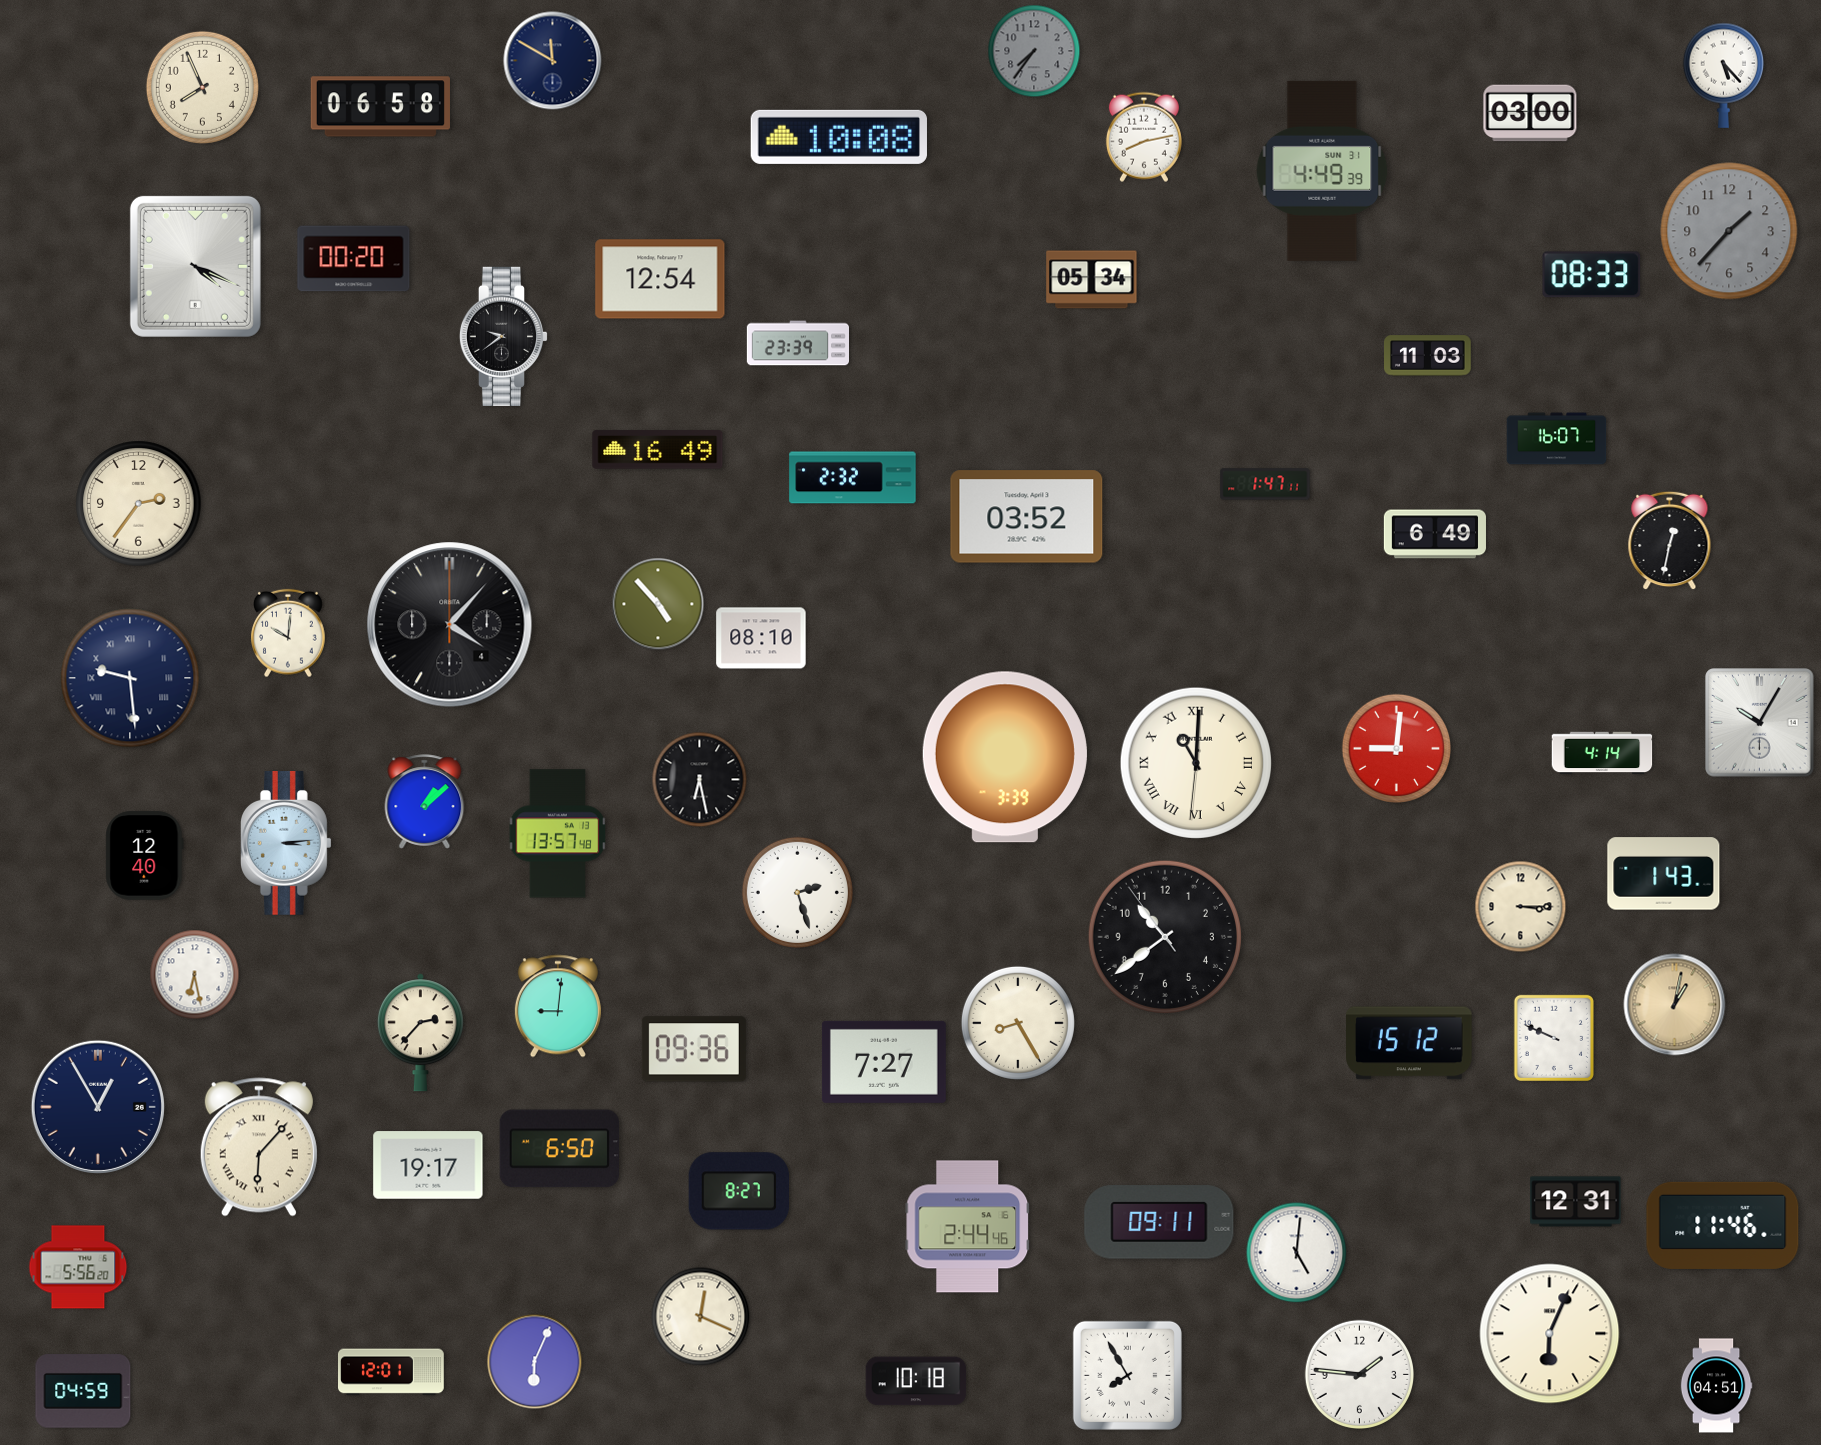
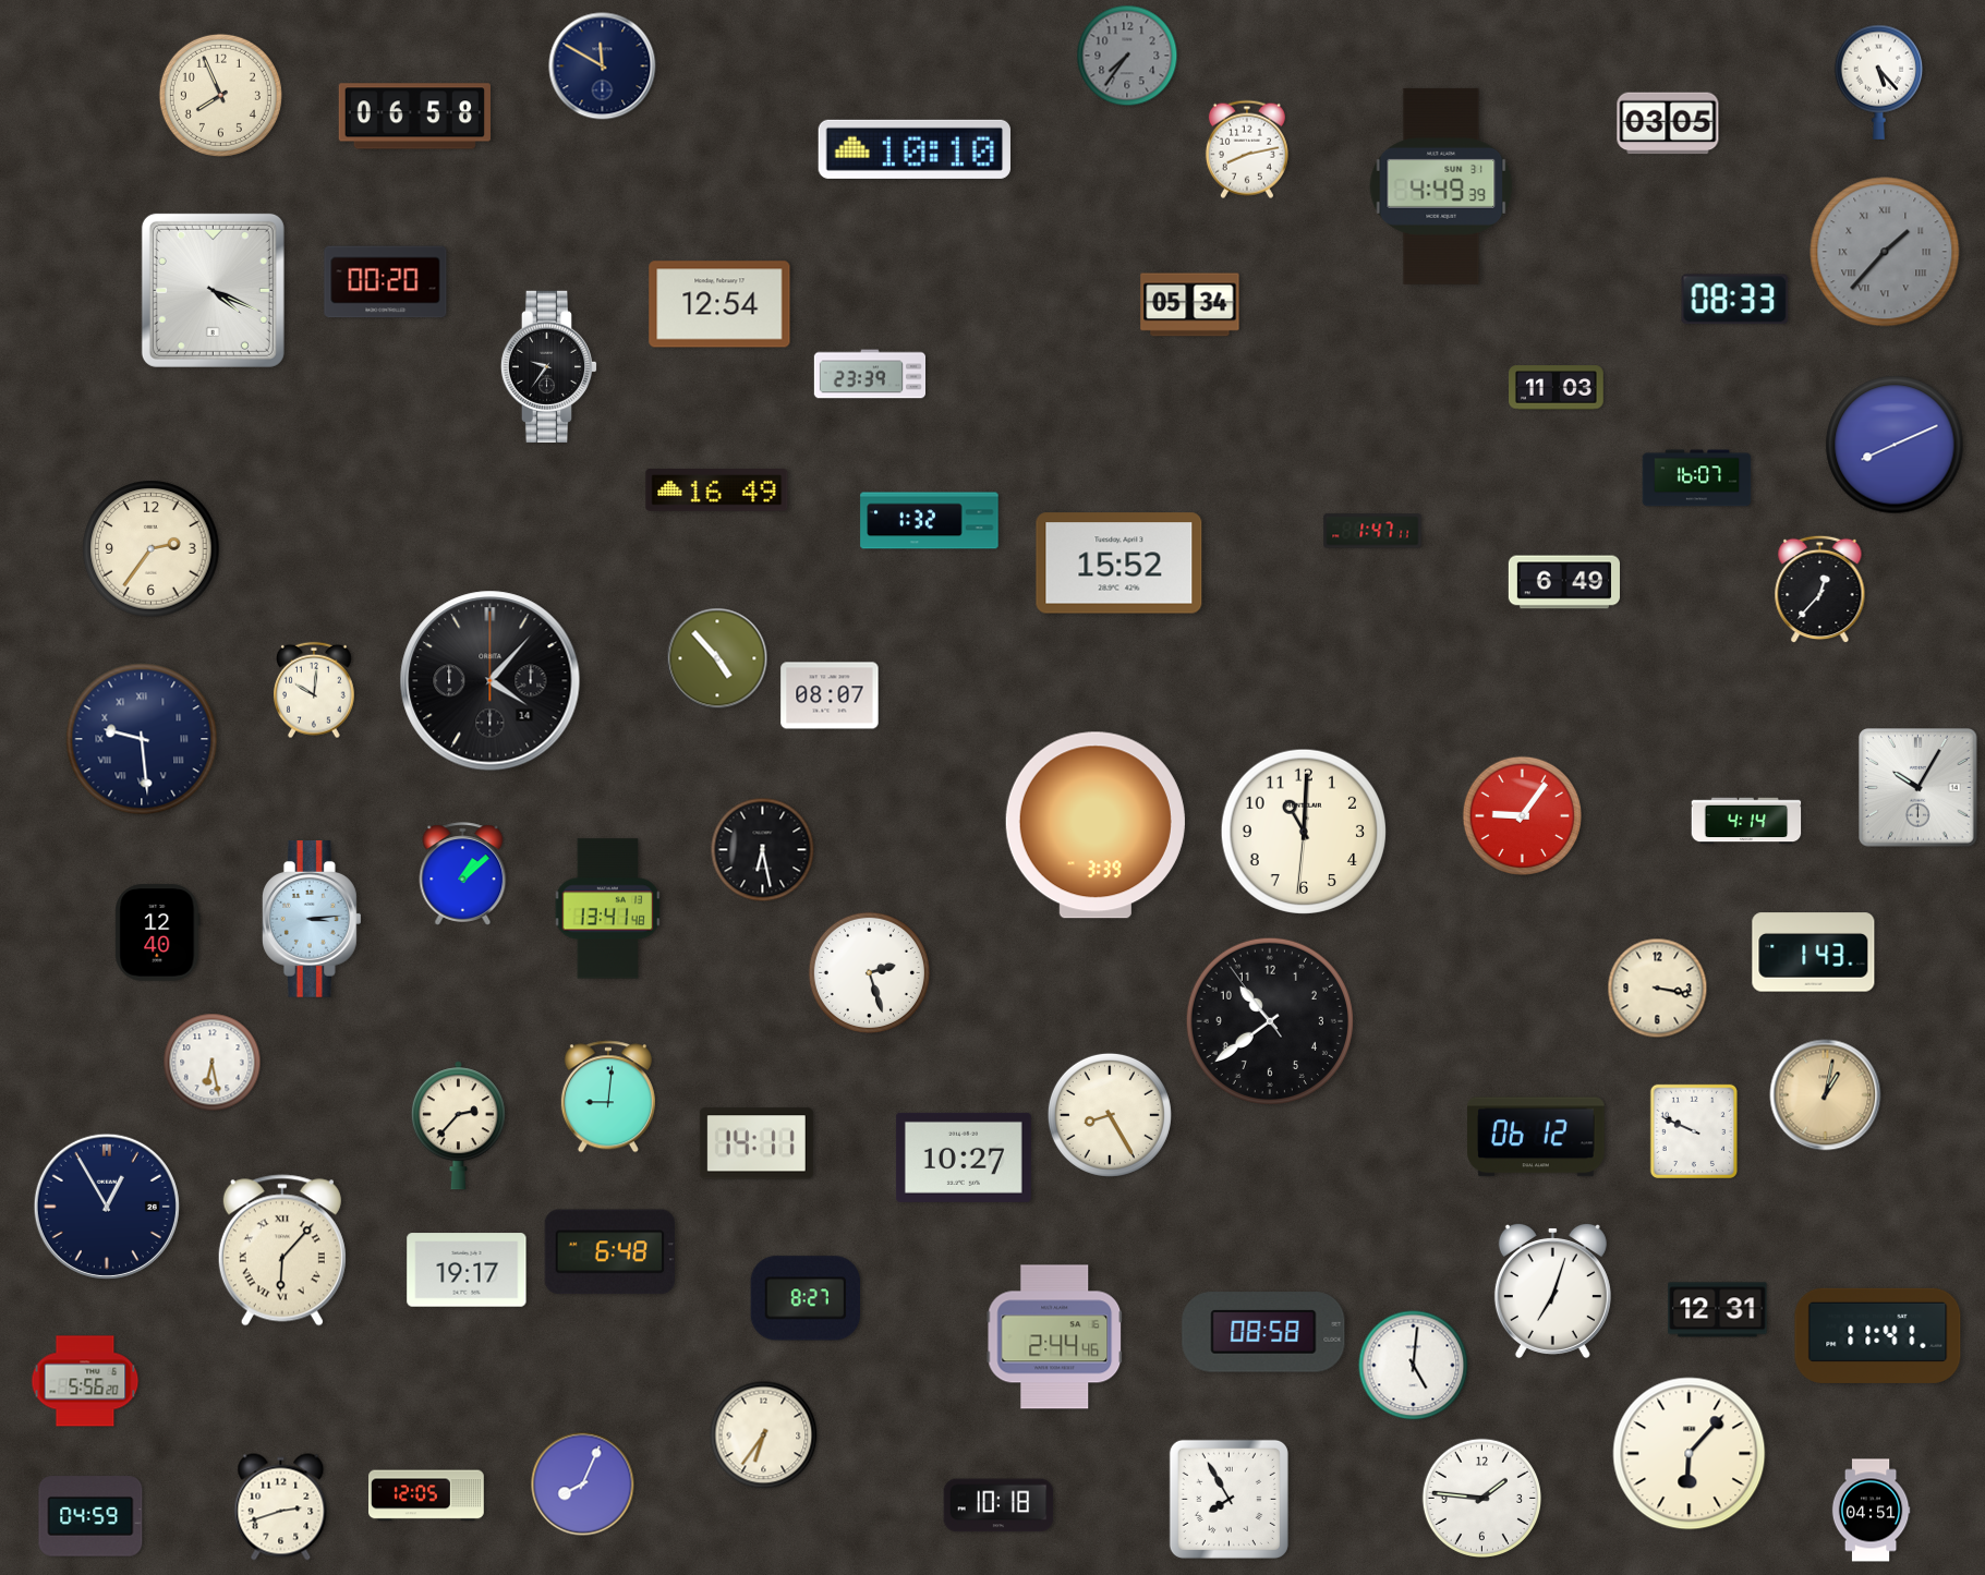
clock at (1530, 113): 03:00 -> 03:05
clock at (839, 137): 10:08 -> 10:10
clock at (1729, 231) numerals: Arabic -> Roman
clock at (504, 336): 9:39 -> 9:36
clock at (1895, 445): none -> 8:11
clock at (853, 478): 2:32 -> 1:32
clock at (1265, 484) position: (1265, 484) -> (1372, 531)
clock at (1027, 517): 03:52 -> 15:52
clock at (1670, 541): 12:32 -> 12:37
clock at (450, 625) date: 4 -> 14
clock at (761, 638): 08:10 -> 08:07
clock at (1396, 748): 9:01 -> 9:06
clock at (1196, 763) numerals: Roman -> Arabic
clock at (558, 834): 13:57 -> 13:41
clock at (1521, 907): 3:15 -> 3:17
clock at (1410, 1043): 15:12 -> 06:12
clock at (694, 1049): 09:36 -> 14:11
clock at (884, 1062): 7:27 -> 10:27
clock at (559, 1149): 6:50 -> 6:48
clock at (1552, 1291): none -> 7:03
clock at (1159, 1222): 09:11 -> 08:58
clock at (1723, 1225): 11:46 -> 11:41
clock at (701, 1317): 12:19 -> 6:36
clock at (1550, 1334): 6:04 -> 6:07
clock at (535, 1362): 6:04 -> 8:04
clock at (392, 1372): 12:01 -> 12:05
clock at (281, 1507): none -> 2:42
